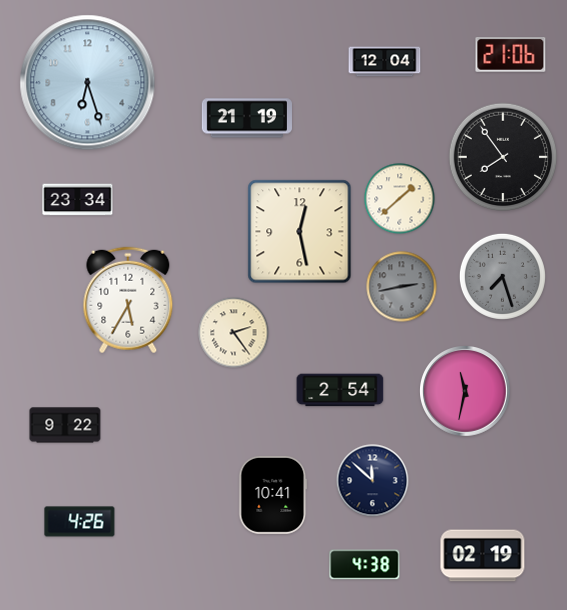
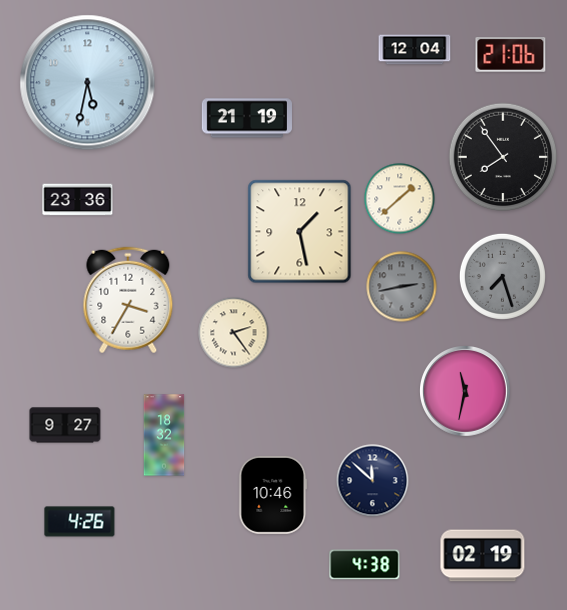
clock at (385, 62) position: (385, 62) -> (415, 50)
clock at (88, 83): 6:27 -> 5:32
clock at (78, 200): 23:34 -> 23:36
clock at (300, 232): 12:28 -> 1:28
clock at (128, 300): 5:35 -> 3:35
clock at (340, 390): 2:54 -> none
clock at (65, 425): 9:22 -> 9:27
clock at (164, 435): none -> 18:32
clock at (273, 495): 10:41 -> 10:46
